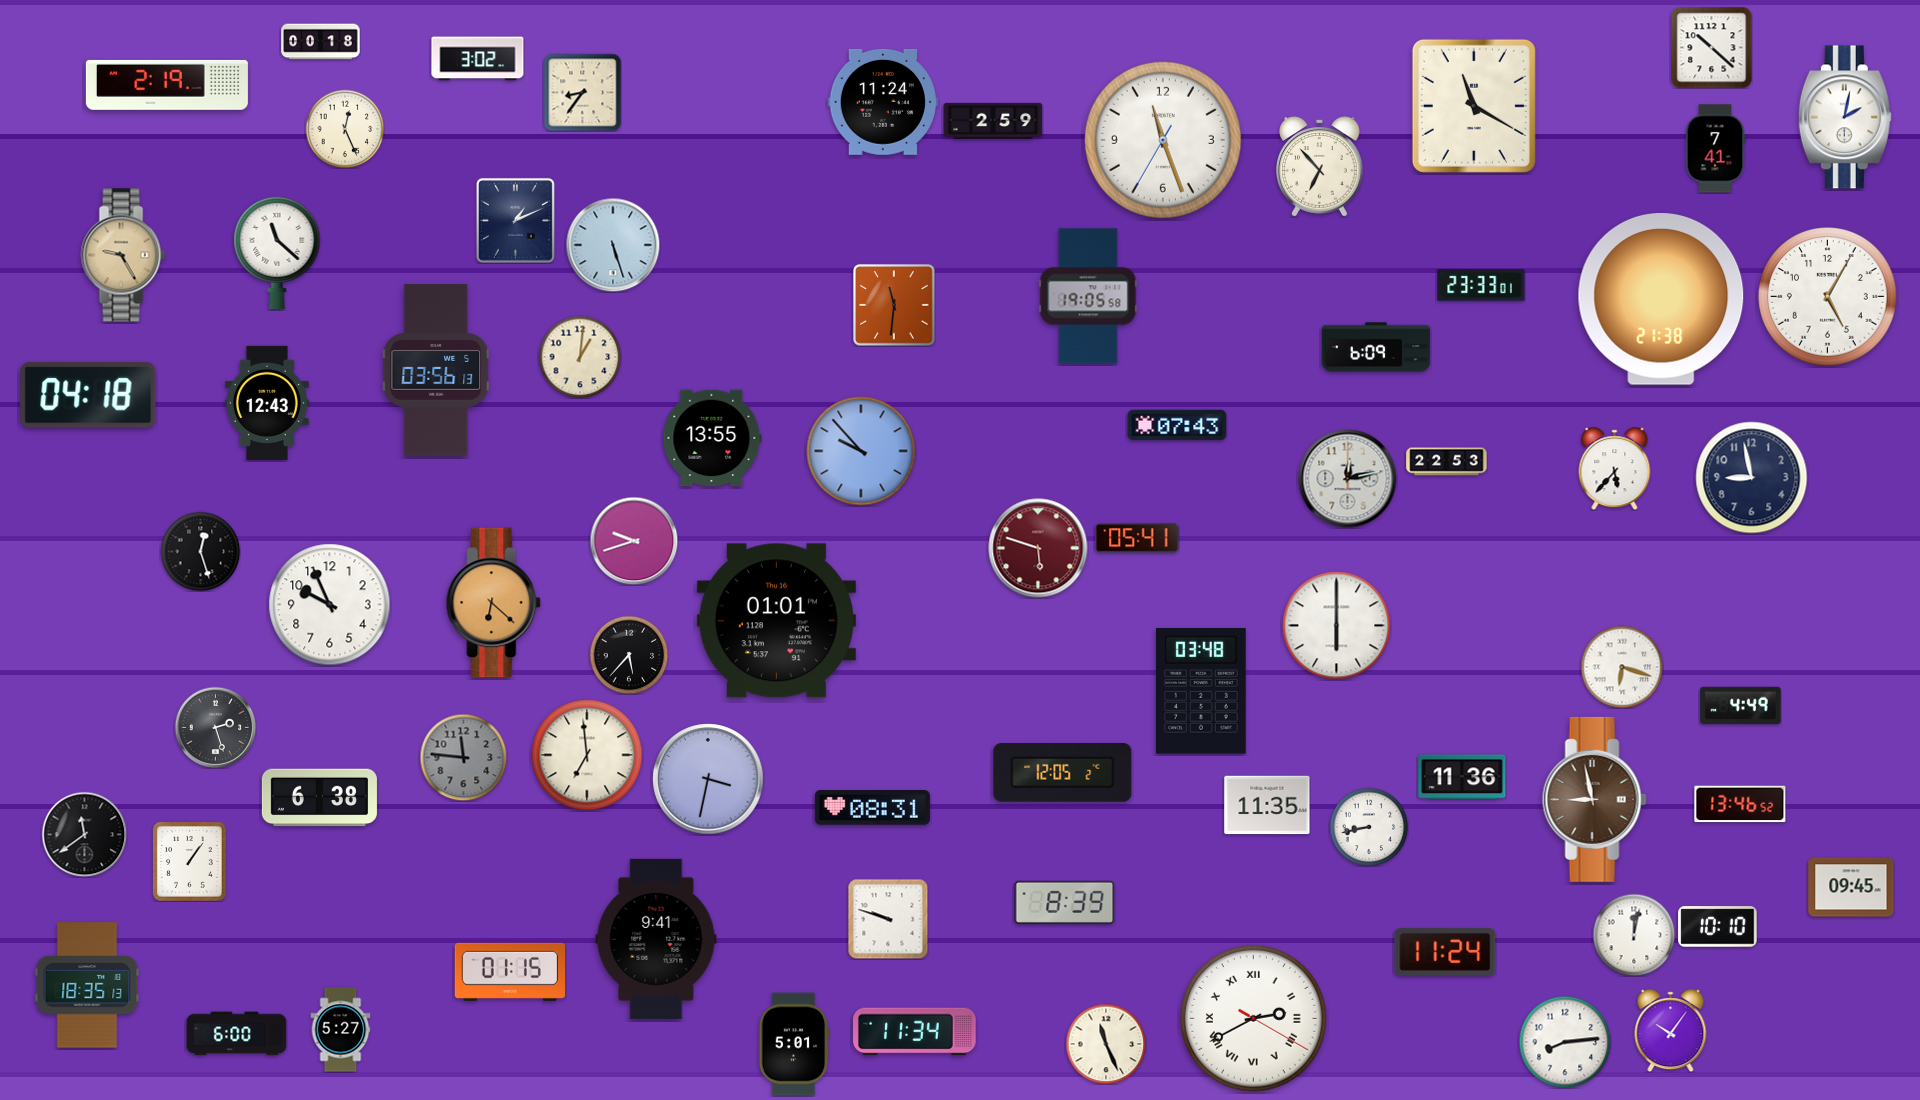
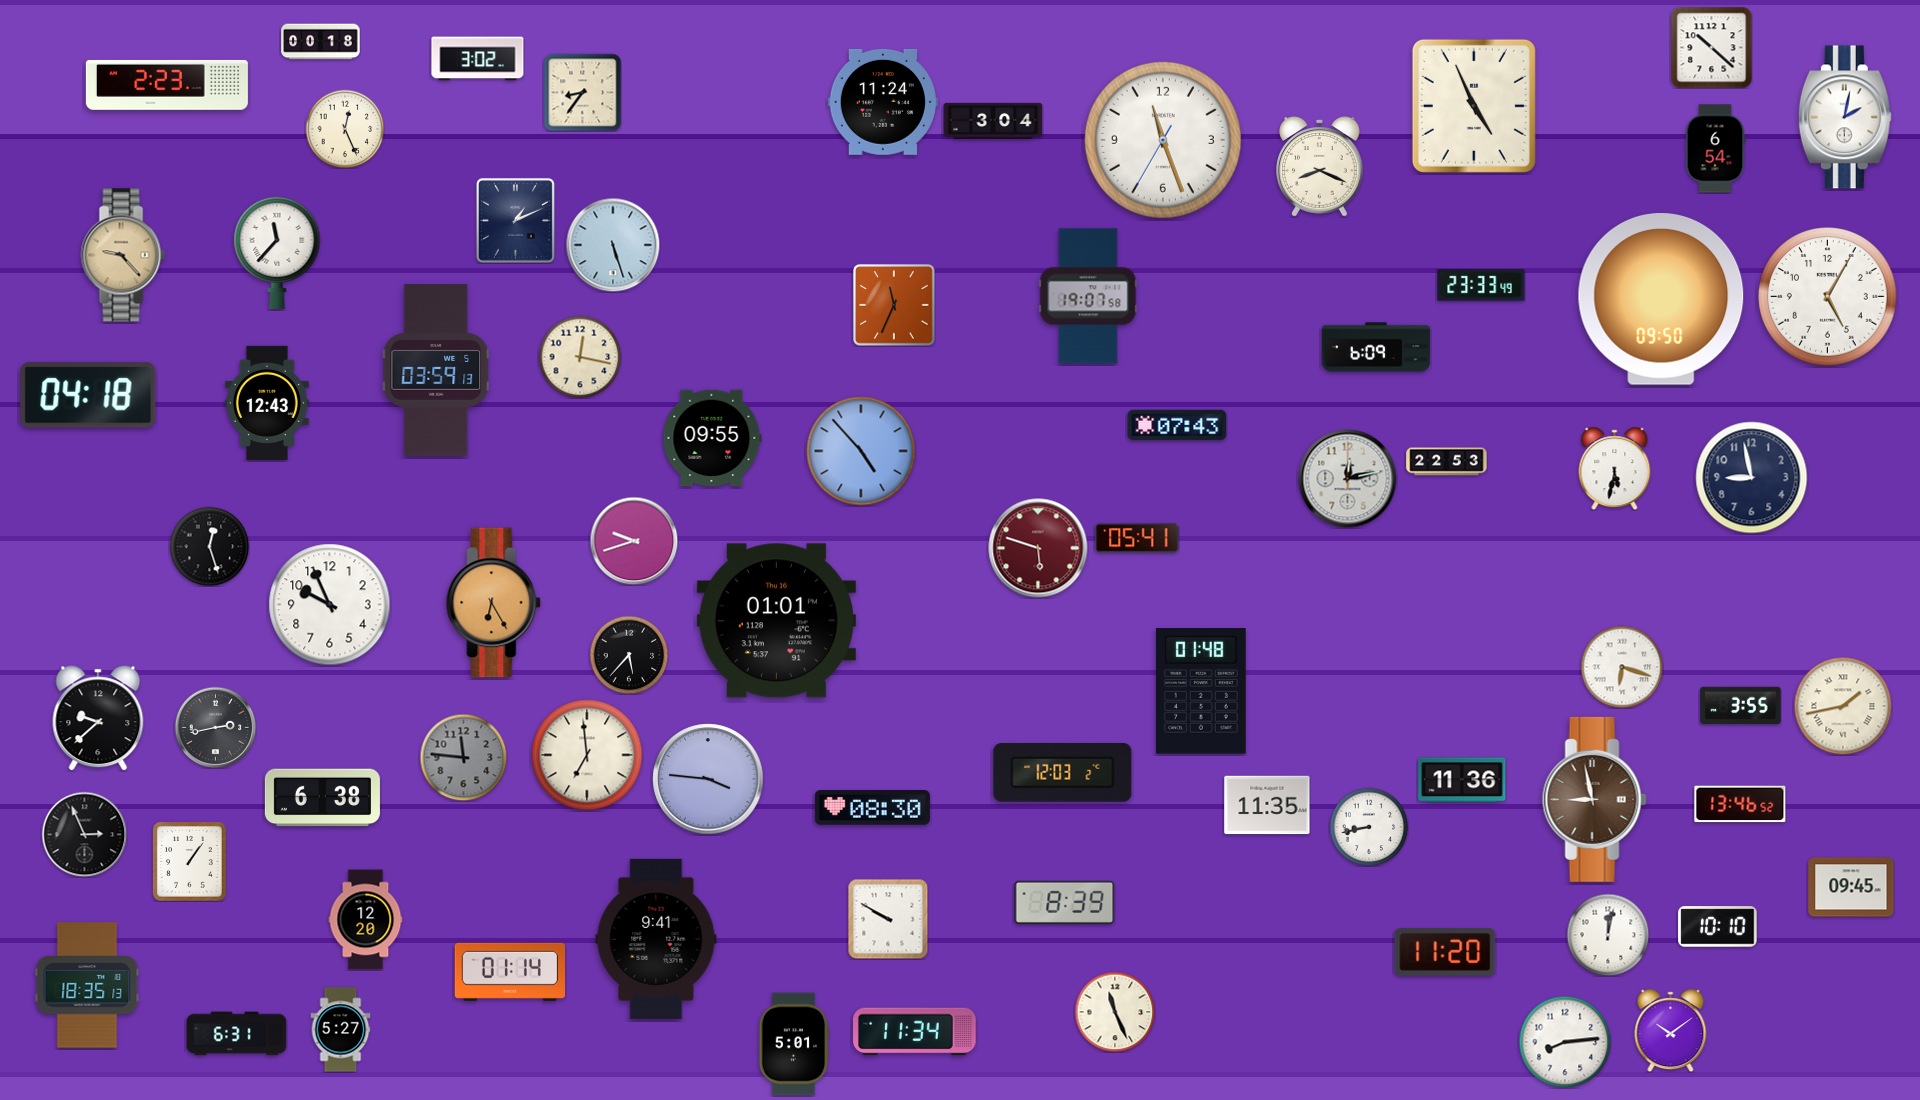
clock at (167, 85): 2:19 -> 2:23
clock at (1474, 106): 11:20 -> 4:56
clock at (993, 121): 2:59 -> 3:04
clock at (1715, 149): 7:41 -> 6:54
clock at (1320, 167): 6:53 -> 8:19
clock at (277, 252): 11:22 -> 11:37
clock at (123, 255): 9:25 -> 9:23
clock at (1481, 285): 23:33:01 -> 23:33:49
clock at (1088, 296): 19:05 -> 19:07
clock at (1661, 300): 21:38 -> 09:50
clock at (894, 305): 11:31 -> 11:34
clock at (580, 357): 1:01 -> 12:17
clock at (436, 370): 03:56 -> 03:59
clock at (712, 438): 13:55 -> 09:55
clock at (861, 451): 9:53 -> 4:53
clock at (1615, 469): 5:37 -> 5:32
clock at (200, 551) position: (200, 551) -> (209, 546)
clock at (494, 603): 6:22 -> 6:25
clock at (1337, 626): 6:00 -> none
clock at (1201, 691): 03:48 -> 01:48
clock at (1741, 706): 4:49 -> 3:55
clock at (1843, 706): none -> 1:43
clock at (98, 718): none -> 9:38
clock at (215, 727): 2:27 -> 2:43
clock at (1063, 773): 12:05 -> 12:03
clock at (1462, 777) position: (1462, 777) -> (1462, 780)
clock at (708, 779): 3:32 -> 3:46
clock at (319, 798) position: (319, 798) -> (322, 798)
clock at (872, 808): 08:31 -> 08:30
clock at (84, 834): 11:39 -> 2:56
clock at (888, 919): 9:48 -> 9:50
clock at (366, 920): none -> 12:20
clock at (1634, 935) position: (1634, 935) -> (1608, 935)
clock at (1445, 952): 11:24 -> 11:20
clock at (509, 972): 01:15 -> 01:14
clock at (1253, 1018): 2:40 -> none
clock at (1671, 1031): 10:06 -> 10:09
clock at (237, 1034): 6:00 -> 6:31
clock at (1106, 1044) position: (1106, 1044) -> (1115, 1012)
